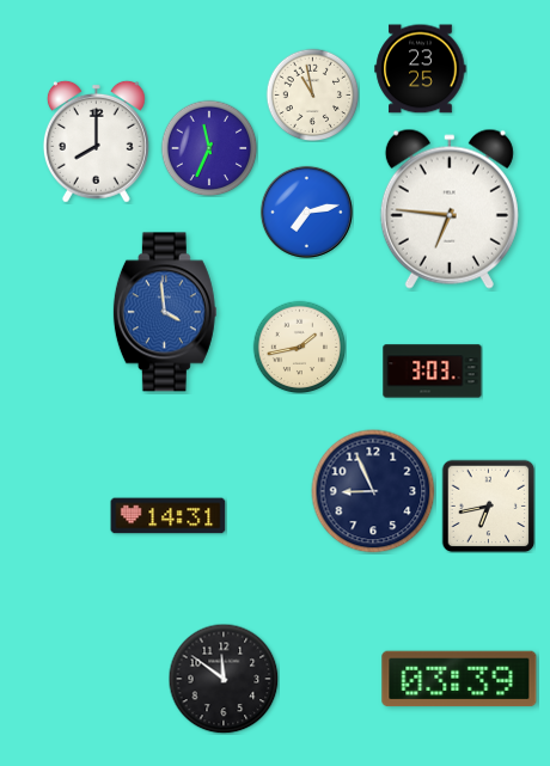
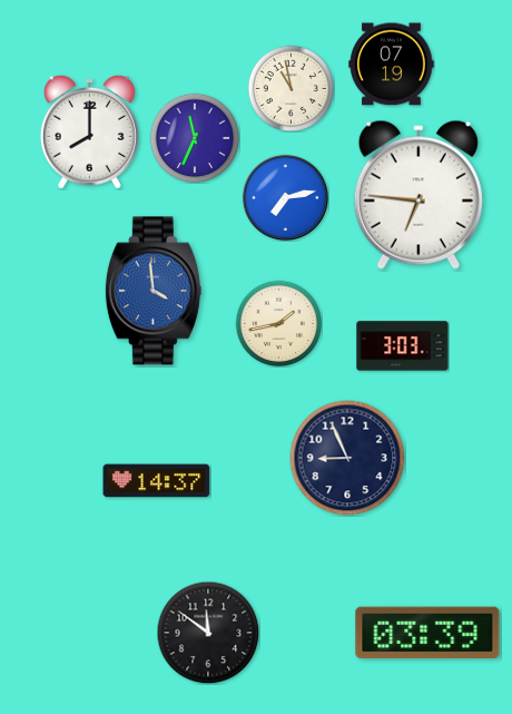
clock at (421, 69): 23:25 -> 07:19
clock at (488, 505): 6:43 -> none
clock at (169, 516): 14:31 -> 14:37
